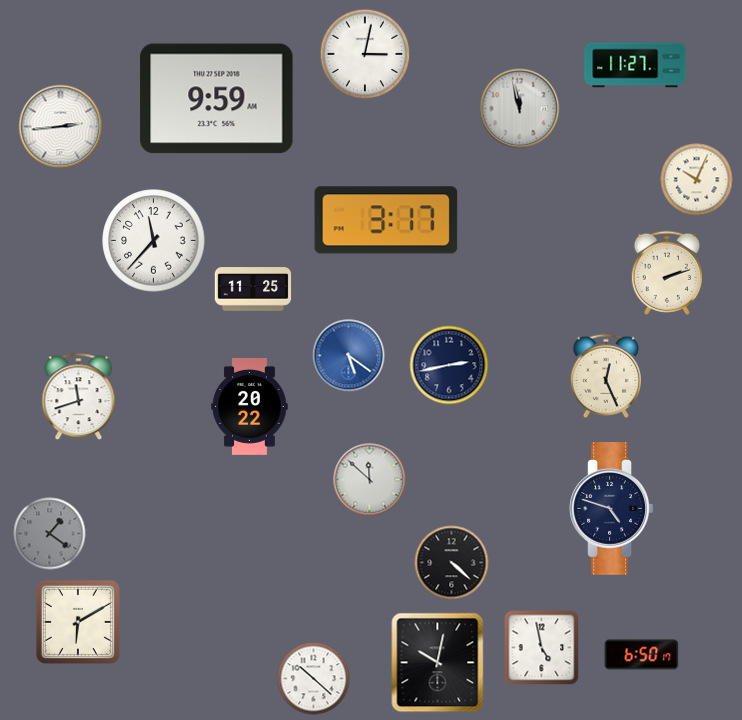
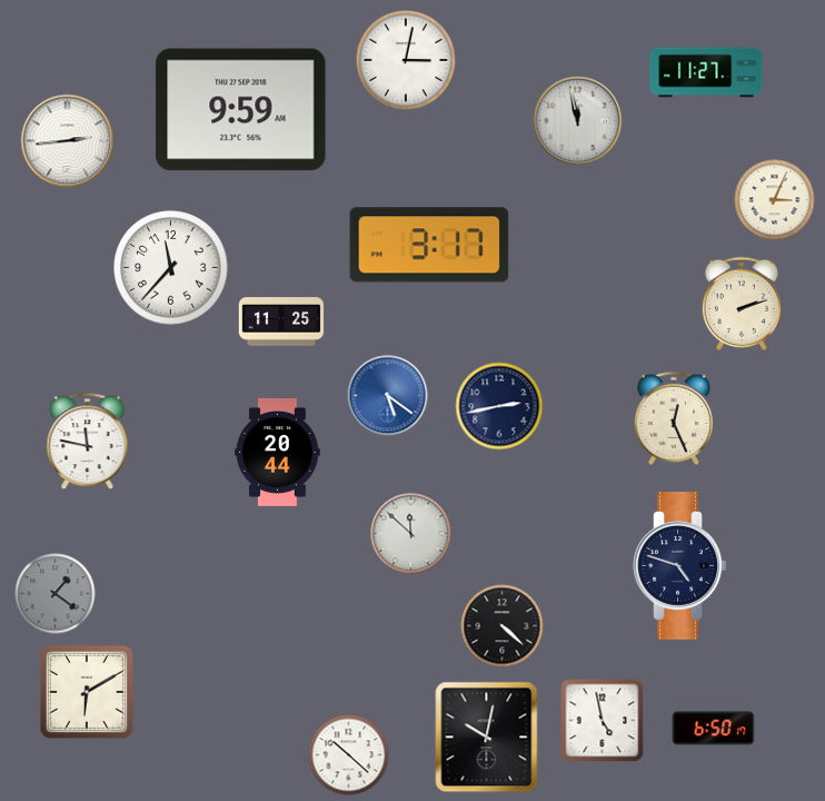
clock at (697, 180): 10:04 -> 3:04
clock at (79, 397): 11:42 -> 11:47
clock at (250, 406): 20:22 -> 20:44
